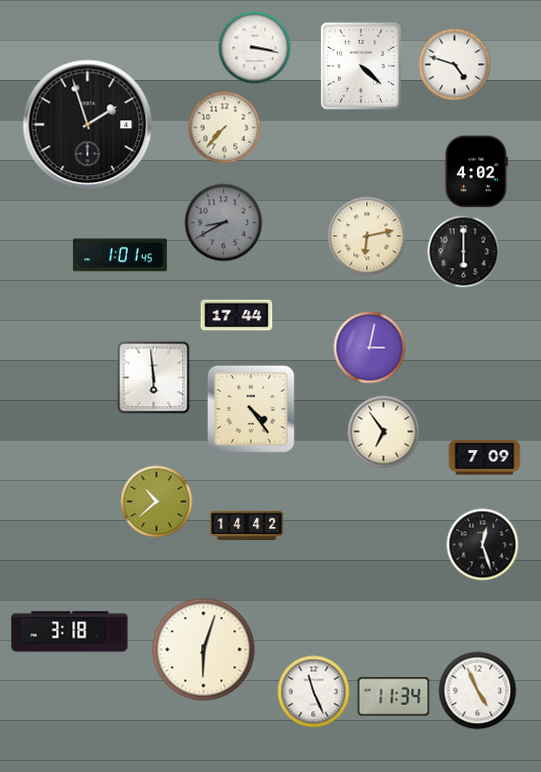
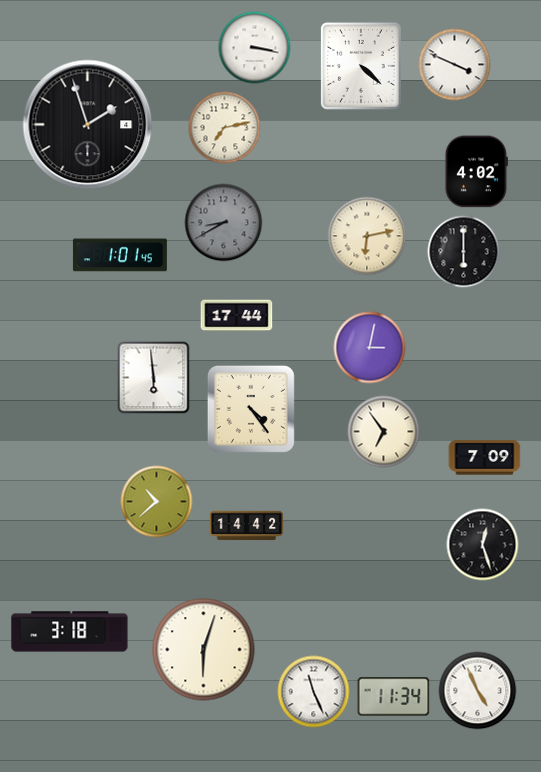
clock at (455, 65): 4:48 -> 3:49
clock at (225, 128): 7:37 -> 7:13
